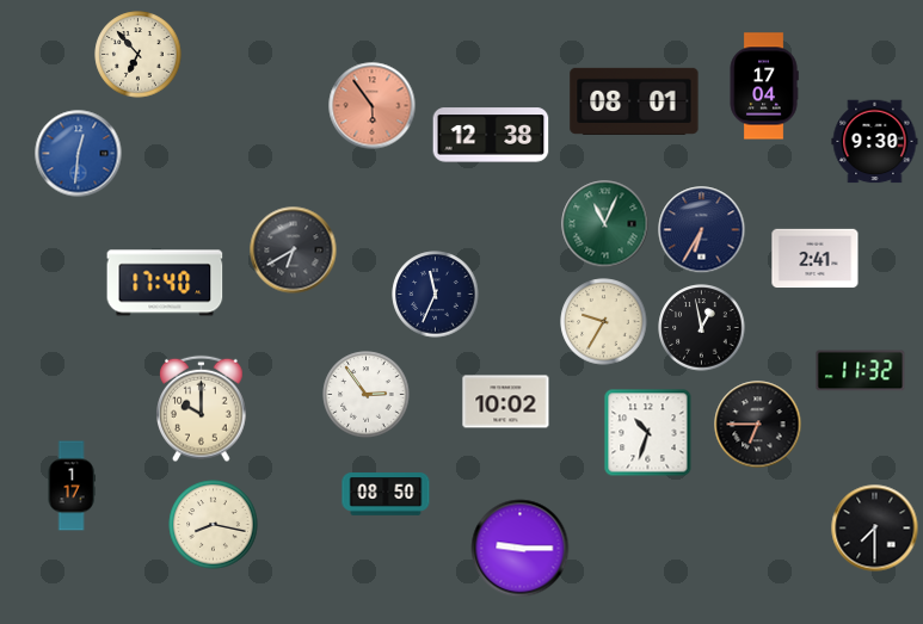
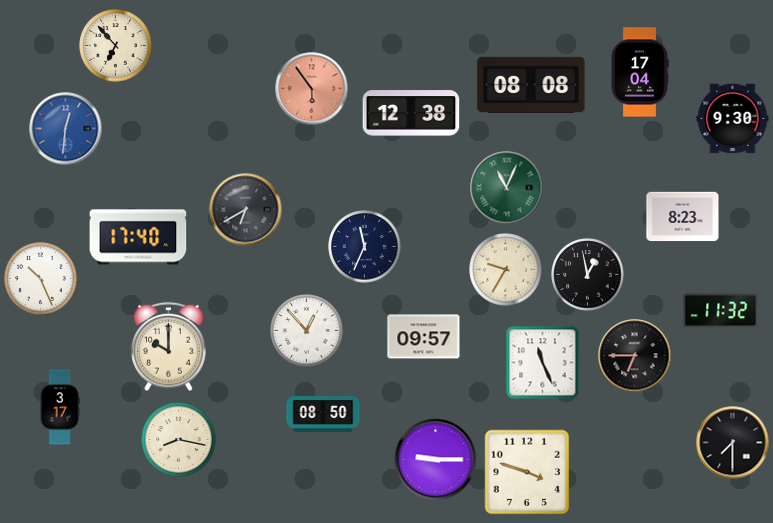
clock at (634, 101): 08:01 -> 08:08
clock at (702, 230): 6:35 -> none
clock at (816, 259): 2:41 -> 8:23
clock at (41, 279): none -> 10:26
clock at (367, 395): 2:54 -> 12:53
clock at (506, 402): 10:02 -> 09:57
clock at (202, 409) position: (202, 409) -> (169, 347)
clock at (648, 433): 10:33 -> 11:26
clock at (72, 486): 1:17 -> 3:17
clock at (527, 472): none -> 3:48
